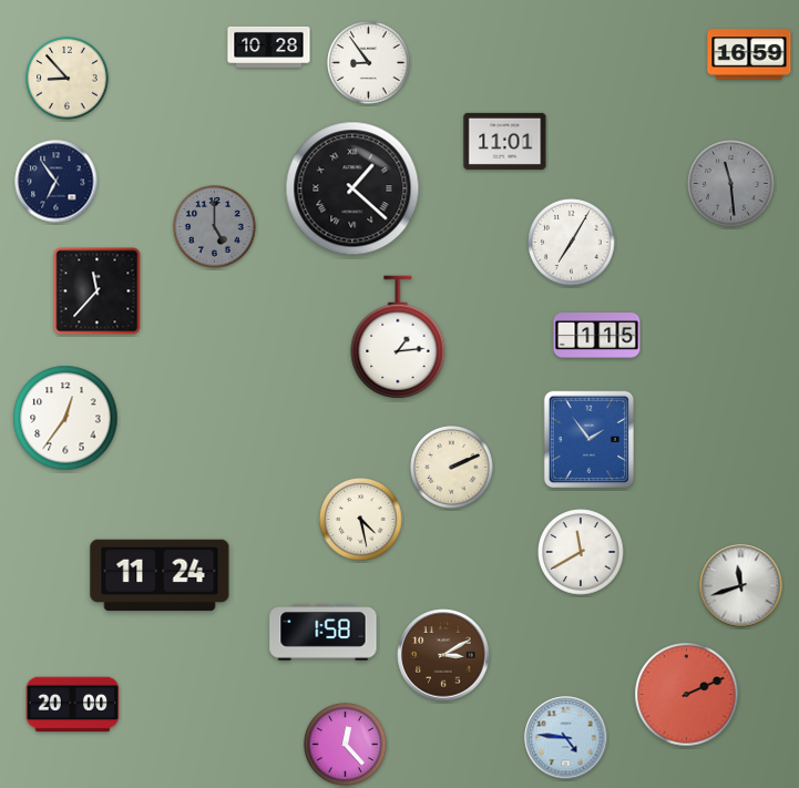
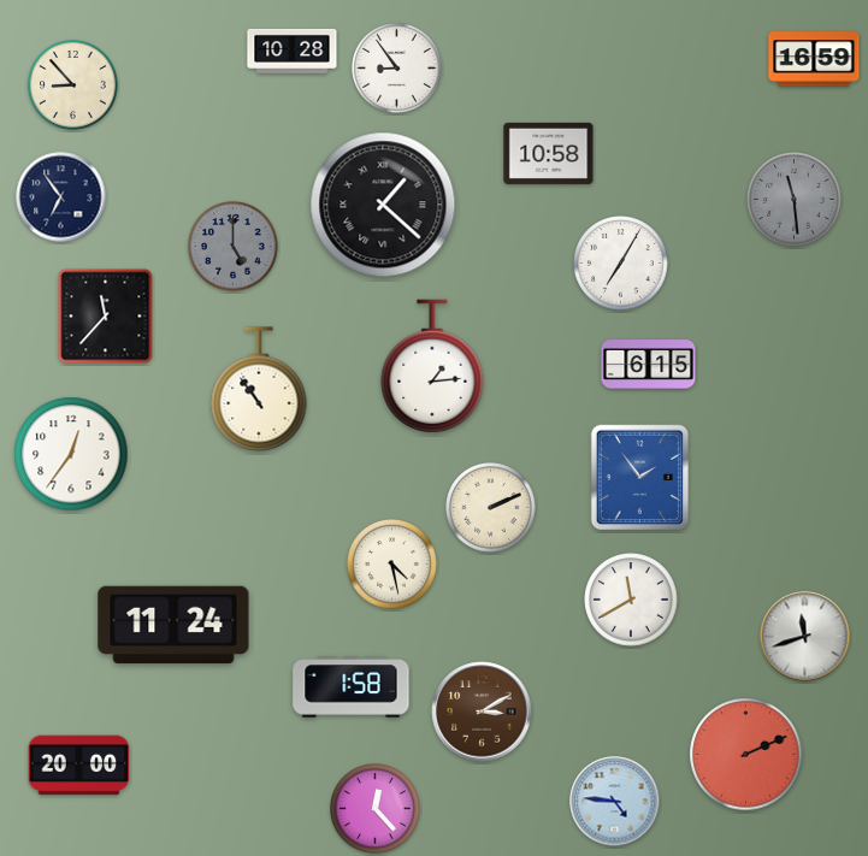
clock at (369, 63) position: (369, 63) -> (397, 69)
clock at (505, 141): 11:01 -> 10:58
clock at (597, 336): 1:15 -> 6:15
clock at (259, 389): none -> 10:54
